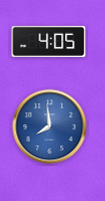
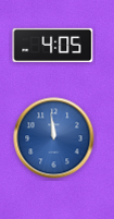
clock at (50, 127): 7:59 -> 11:59
